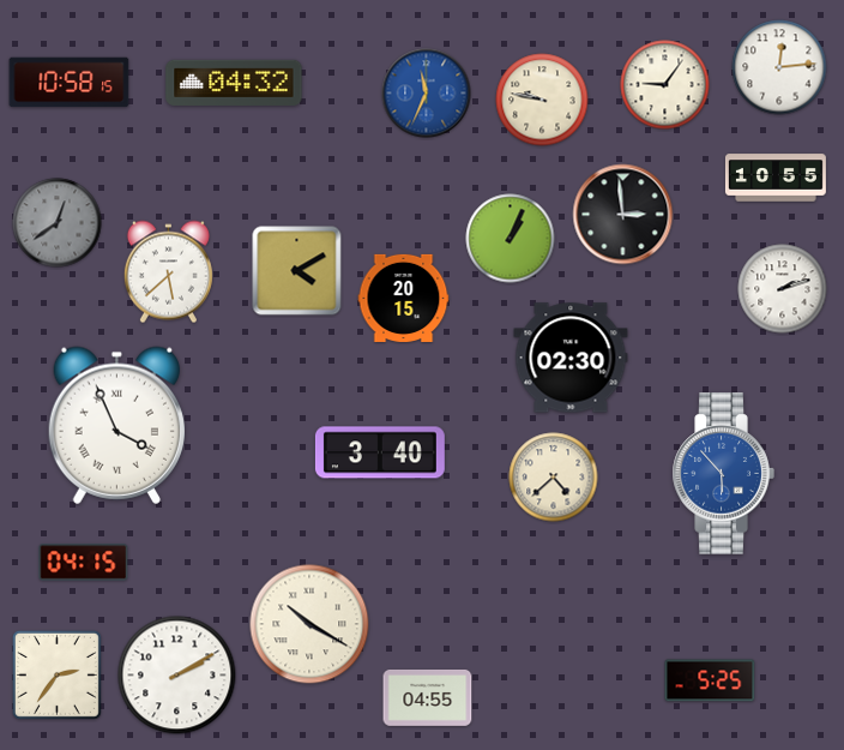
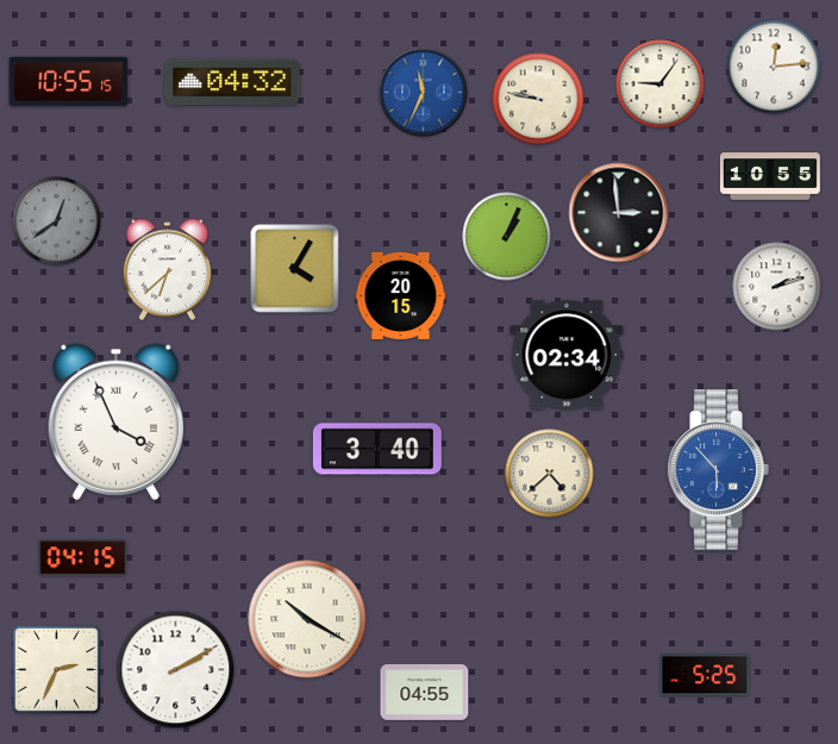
clock at (70, 83): 10:58 -> 10:55
clock at (297, 271): 4:10 -> 4:05
clock at (168, 272): 5:38 -> 6:38
clock at (571, 358): 02:30 -> 02:34
clock at (56, 674): 2:36 -> 2:34
